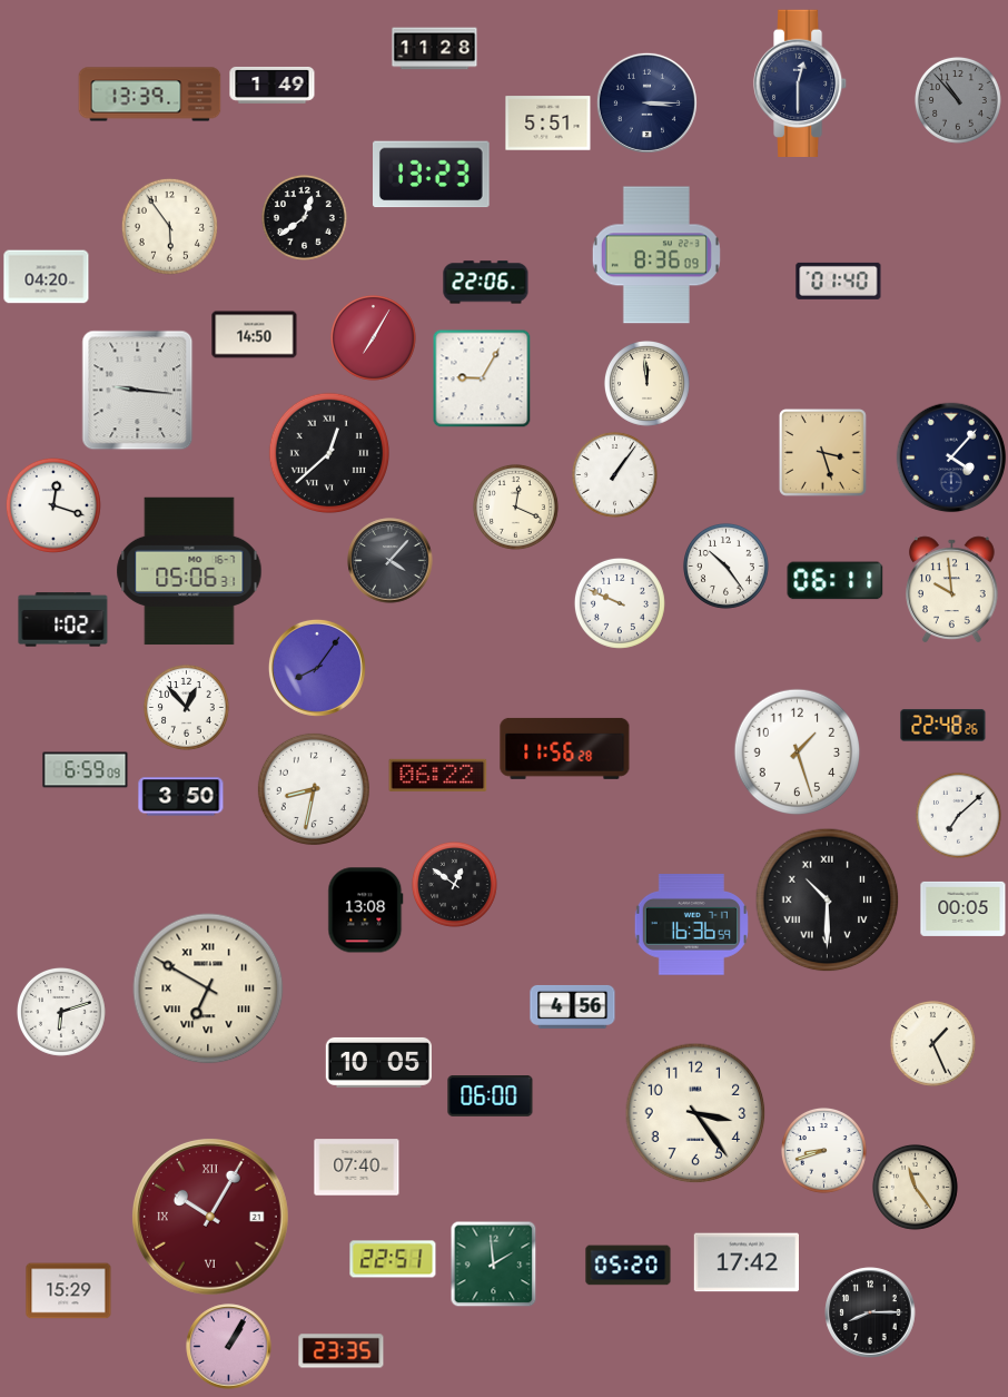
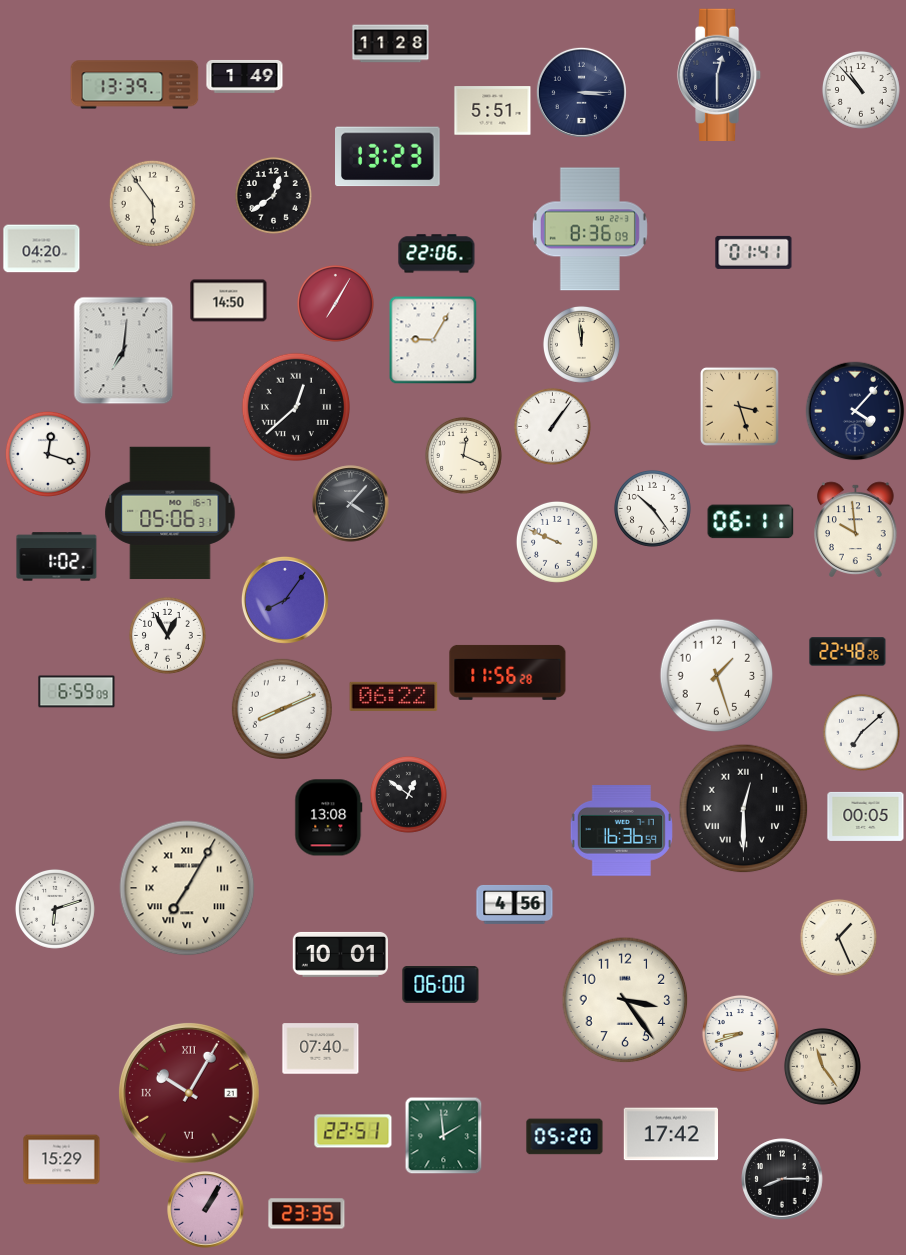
clock at (958, 100) dial: grey -> white
clock at (839, 281): 01:40 -> 01:41
clock at (138, 391): 9:16 -> 7:01
clock at (187, 708): 12:53 -> 12:55
clock at (314, 789): 8:32 -> 8:11
clock at (181, 797): 3:50 -> none
clock at (828, 901): 10:30 -> 12:30
clock at (208, 988): 6:50 -> 7:05
clock at (378, 1062): 10:05 -> 10:01
